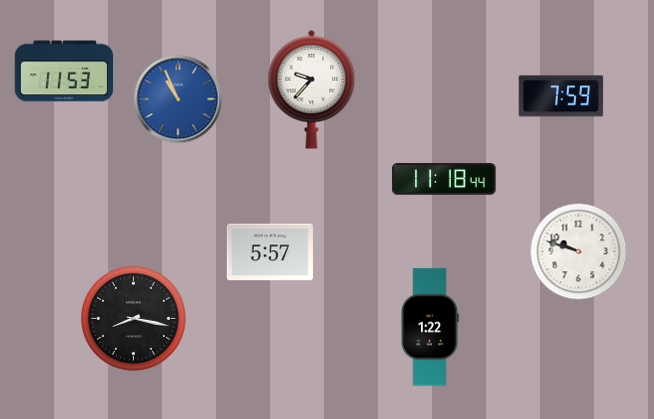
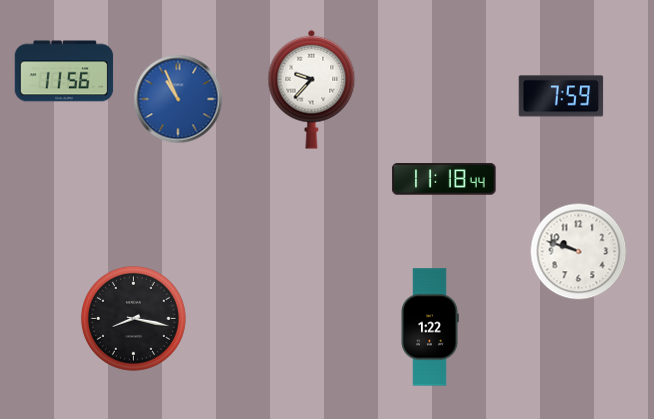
clock at (64, 71): 11:53 -> 11:56
clock at (270, 252): 5:57 -> none
